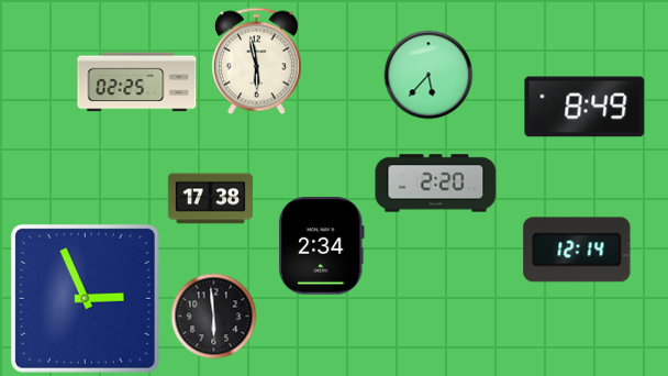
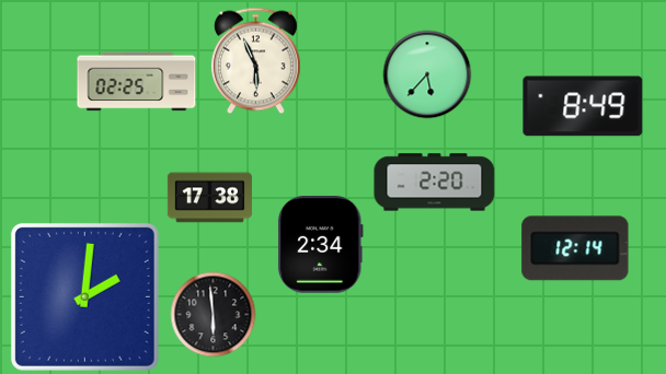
clock at (256, 60): 5:58 -> 5:56
clock at (85, 298): 2:56 -> 2:01
